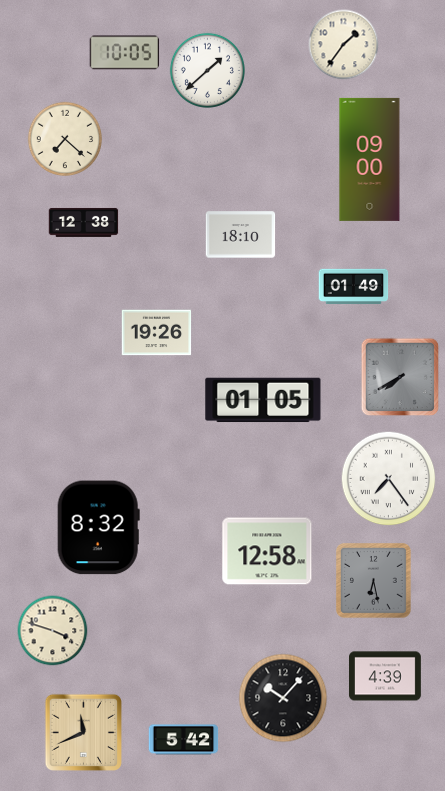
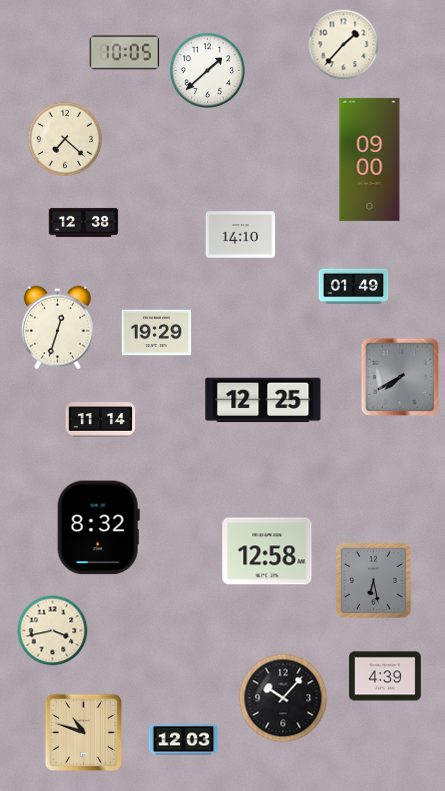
clock at (344, 45): 1:36 -> 1:37
clock at (241, 235): 18:10 -> 14:10
clock at (57, 328): none -> 12:33
clock at (157, 333): 19:26 -> 19:29
clock at (263, 400): 01:05 -> 12:25
clock at (101, 420): none -> 11:14
clock at (389, 479): 7:24 -> none
clock at (53, 631): 3:48 -> 3:43
clock at (83, 732): 11:41 -> 10:48
clock at (184, 740): 5:42 -> 12:03
